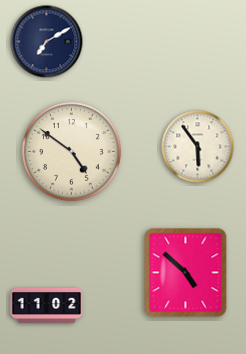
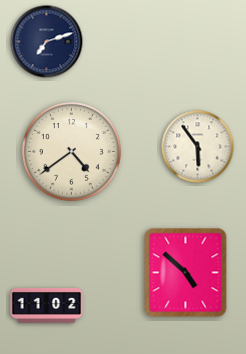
clock at (47, 42): 7:10 -> 7:12
clock at (71, 151): 4:51 -> 4:39
